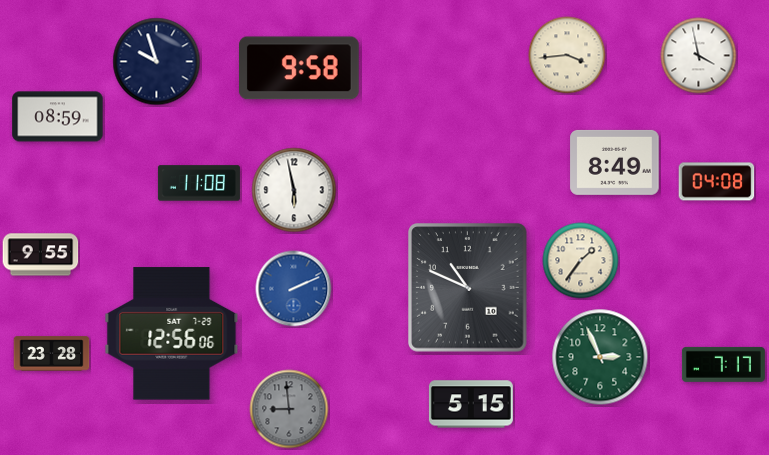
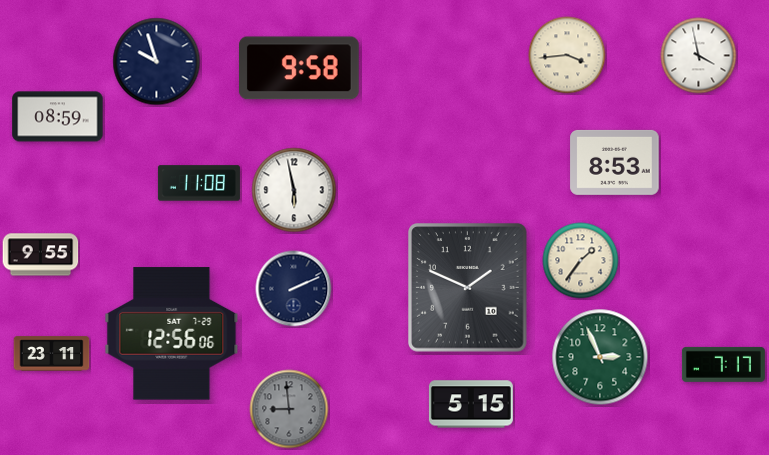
clock at (615, 162): 8:49 -> 8:53
clock at (717, 182): 04:08 -> none
clock at (468, 288): 10:49 -> 1:49
clock at (294, 289) dial: blue -> navy
clock at (52, 354): 23:28 -> 23:11
